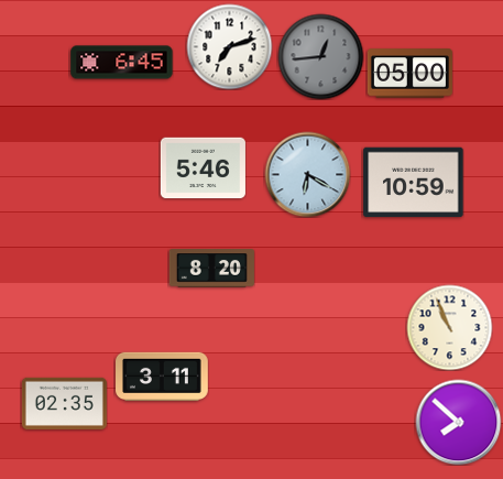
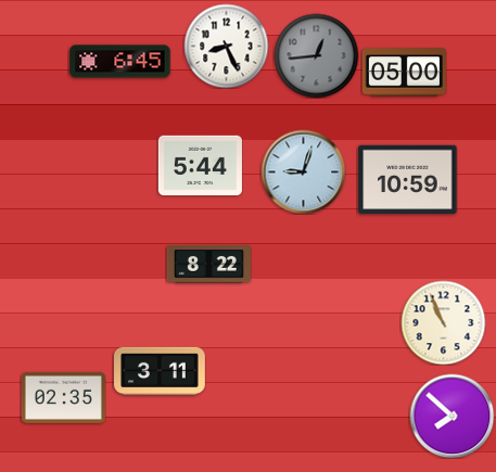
clock at (229, 46): 7:12 -> 8:26
clock at (203, 168): 5:46 -> 5:44
clock at (307, 174): 6:20 -> 9:03
clock at (211, 269): 8:20 -> 8:22
